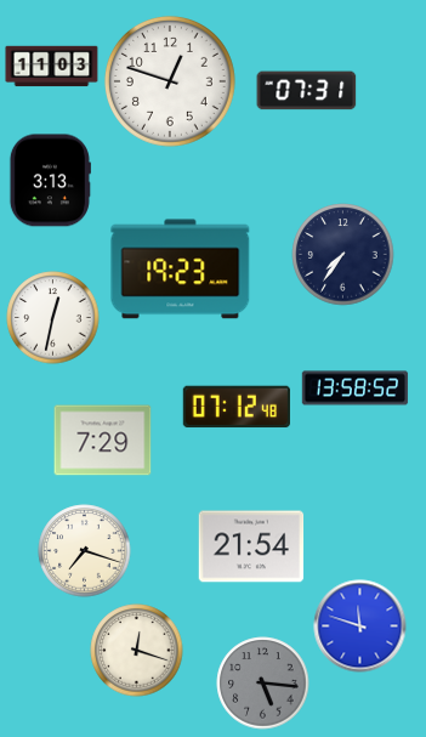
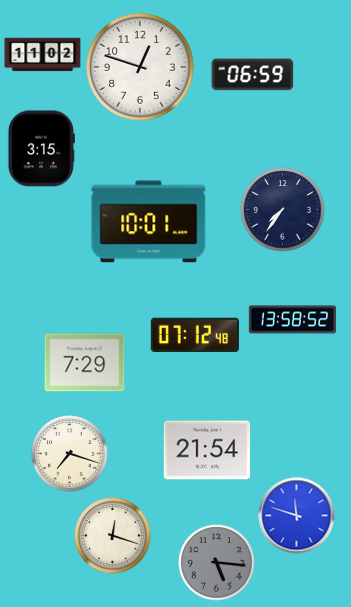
clock at (52, 67): 11:03 -> 11:02
clock at (307, 91): 07:31 -> 06:59
clock at (50, 181): 3:13 -> 3:15
clock at (181, 270): 19:23 -> 10:01
clock at (53, 318): 12:32 -> none
